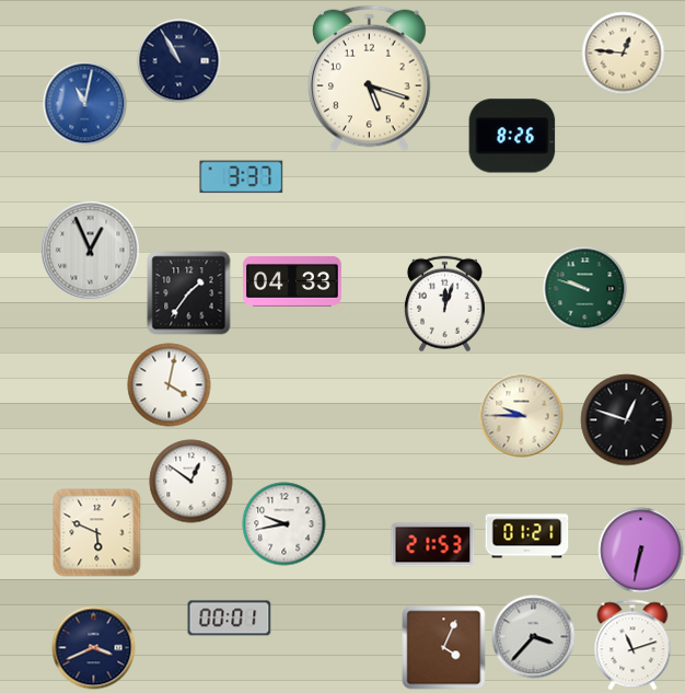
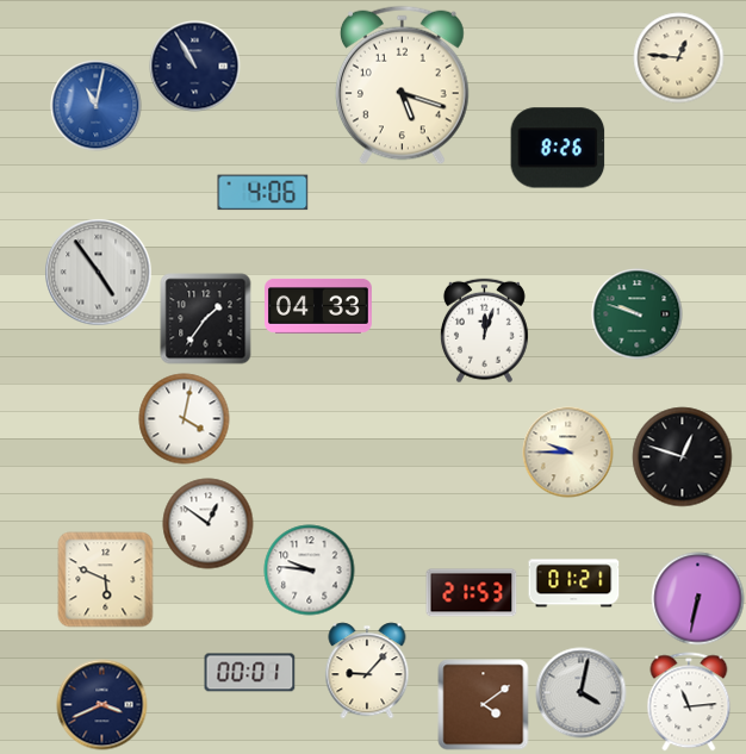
clock at (85, 104) position: (85, 104) -> (97, 106)
clock at (242, 177): 3:37 -> 4:06
clock at (91, 251): 12:56 -> 4:54
clock at (285, 524): 9:43 -> 9:46
clock at (367, 671): none -> 9:07
clock at (534, 637): 3:37 -> 4:02
clock at (632, 645): 11:12 -> 11:14
clock at (444, 648): 4:04 -> 4:09
